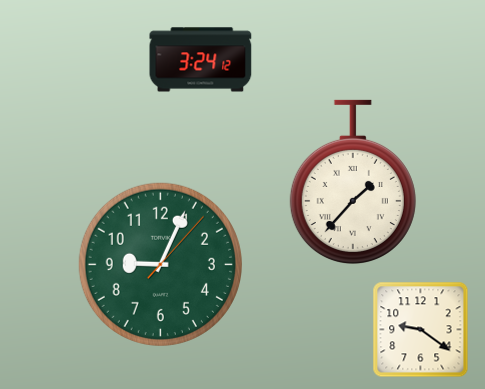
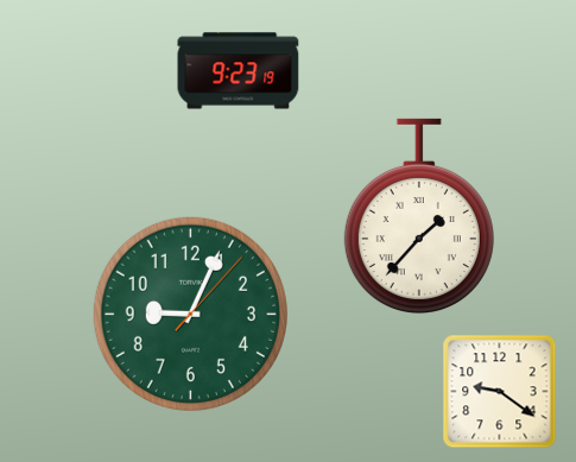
clock at (201, 60): 3:24 -> 9:23
